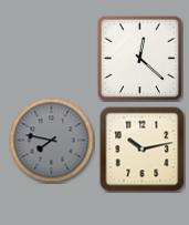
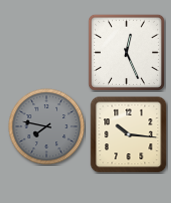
clock at (139, 58): 12:22 -> 12:26
clock at (143, 150): 10:13 -> 10:16
